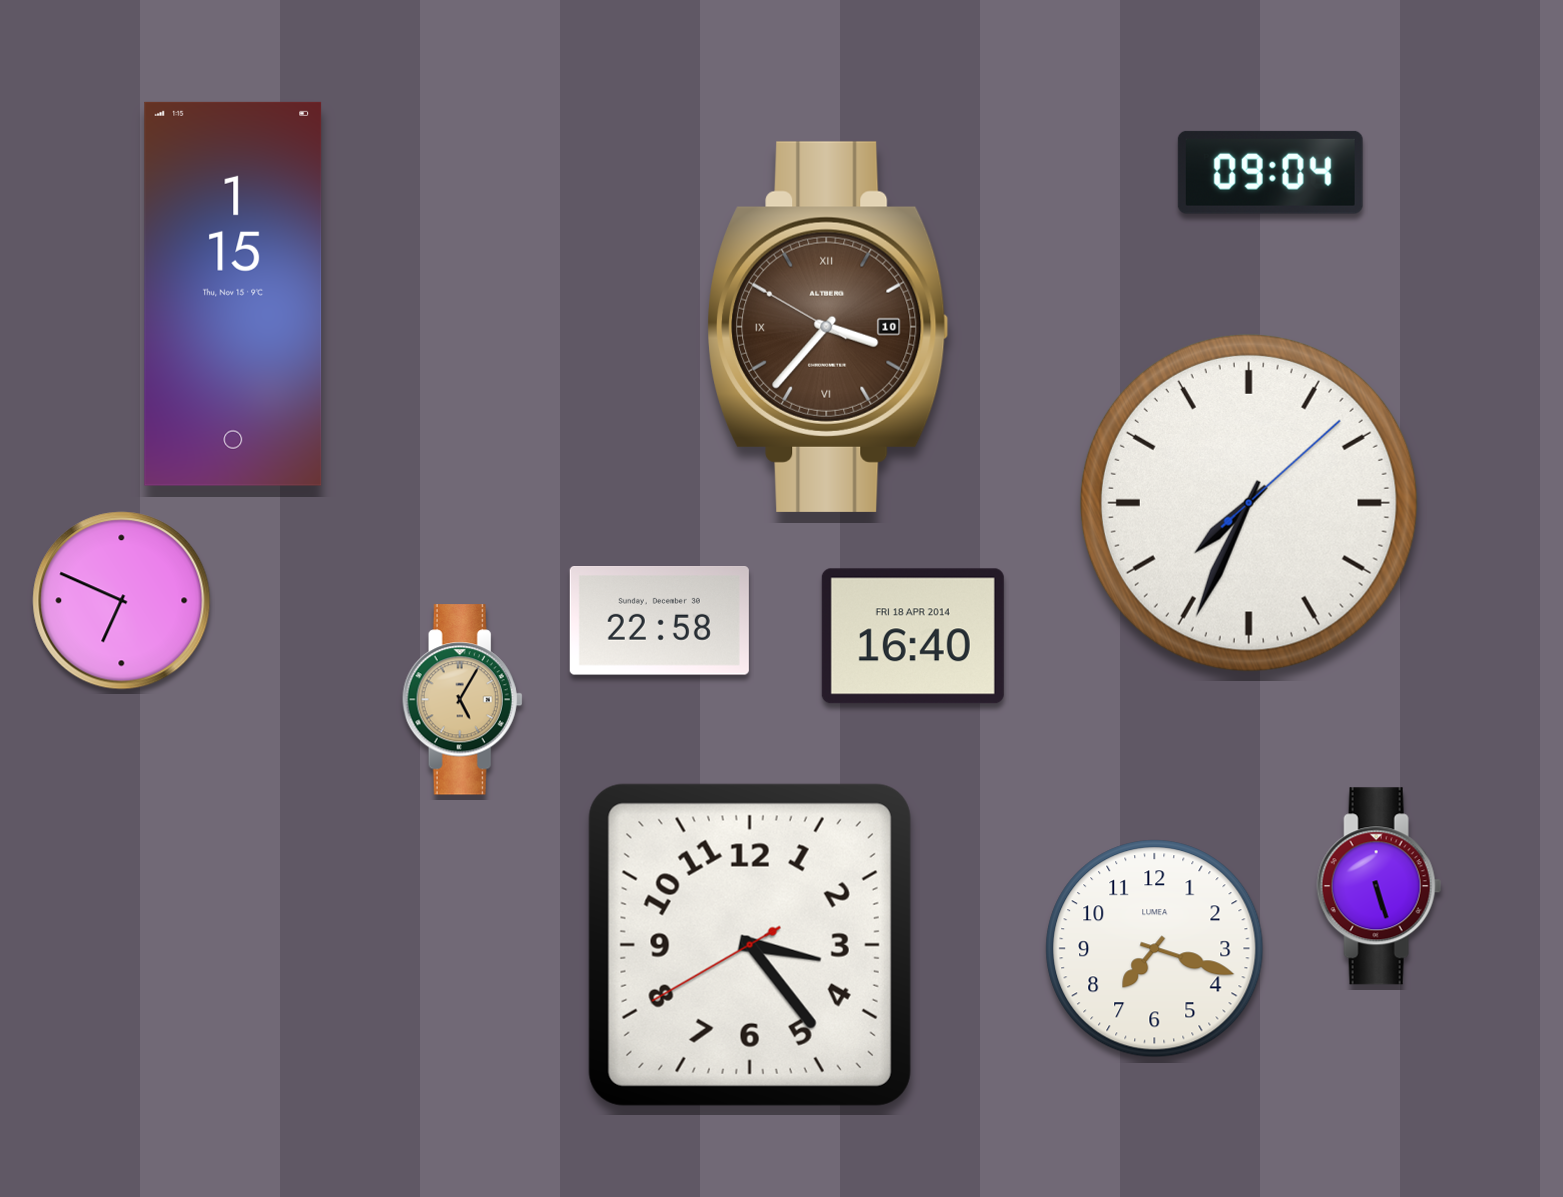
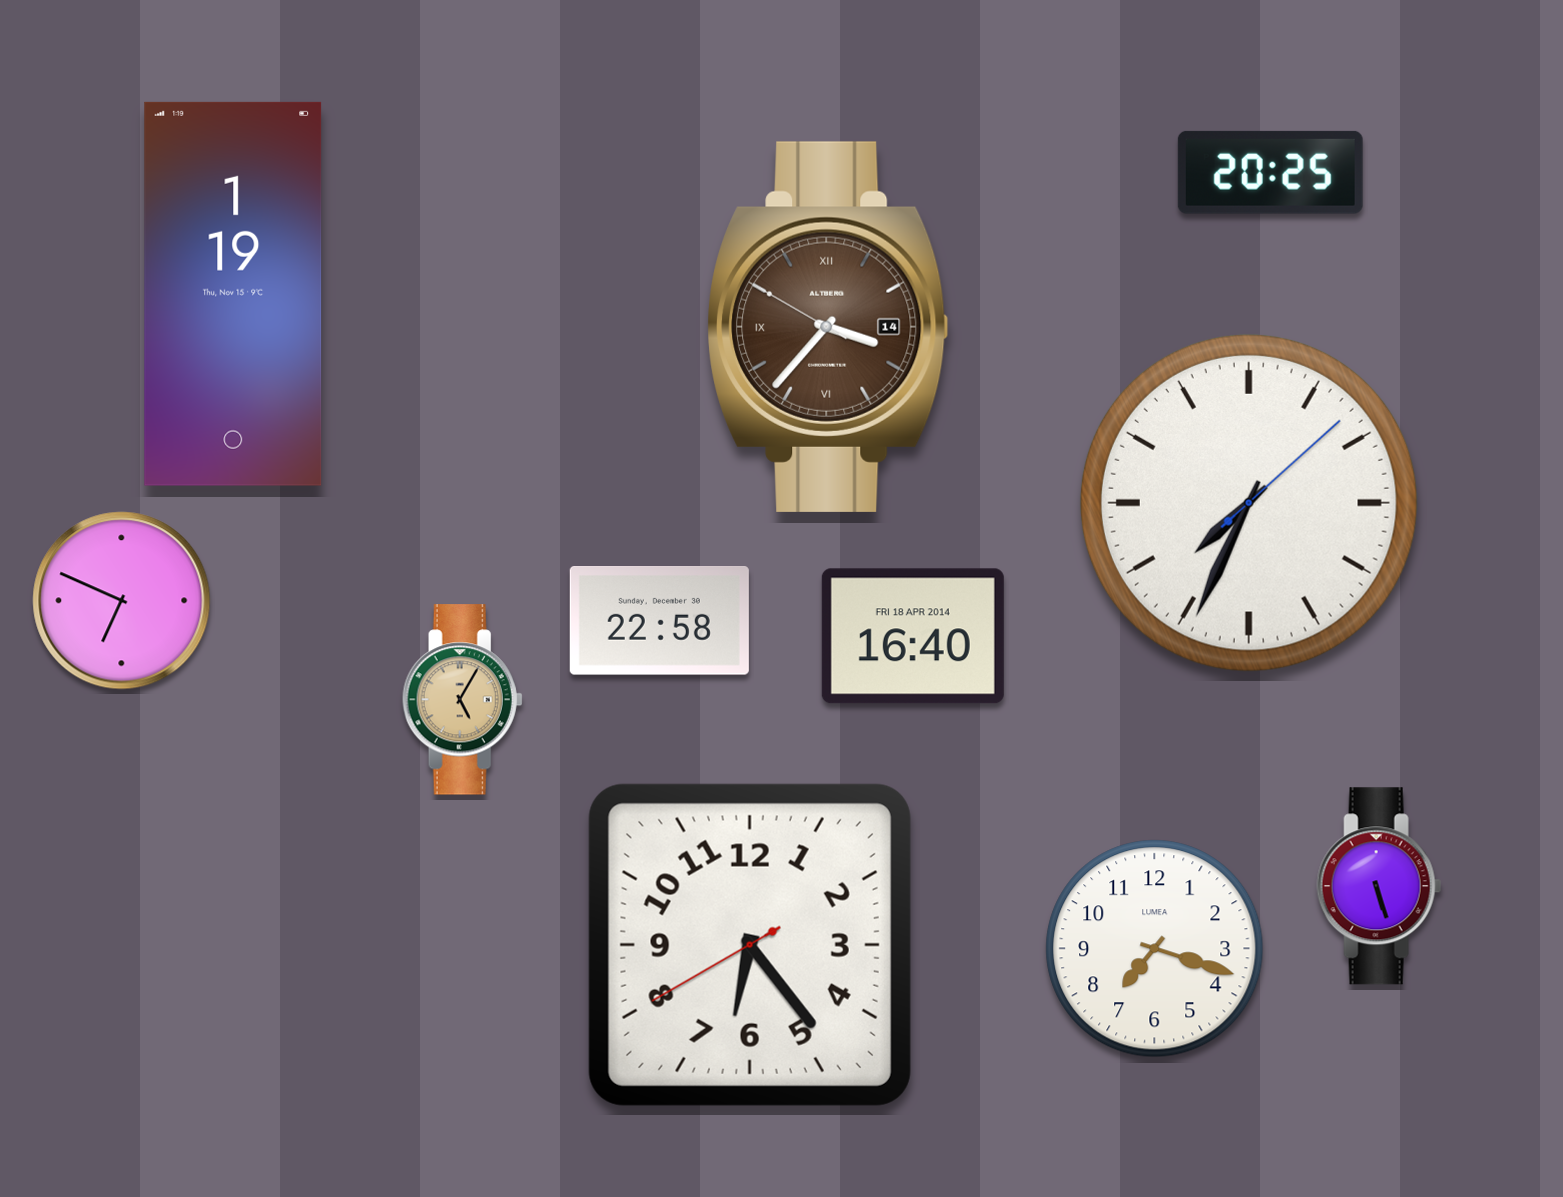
clock at (1270, 172): 09:04 -> 20:25
clock at (233, 294): 1:15 -> 1:19
clock at (828, 327) date: 10 -> 14
clock at (750, 945): 3:23 -> 6:23
